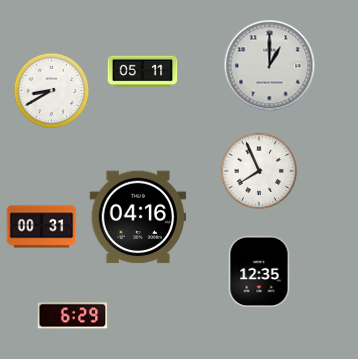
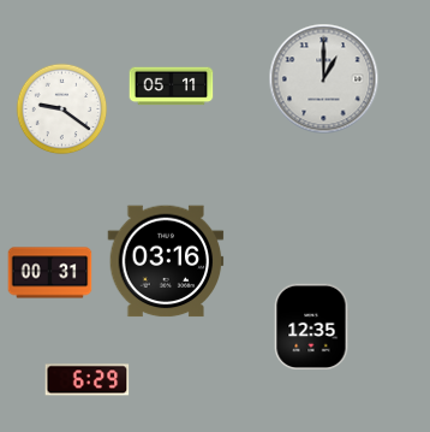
clock at (52, 91): 8:40 -> 9:21
clock at (259, 171): 7:56 -> none
clock at (138, 217): 04:16 -> 03:16
